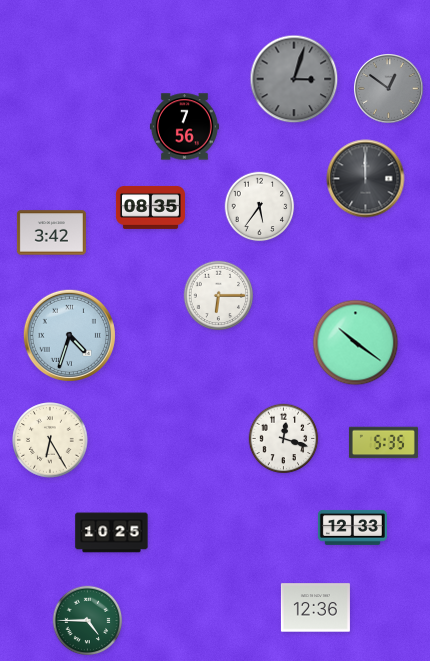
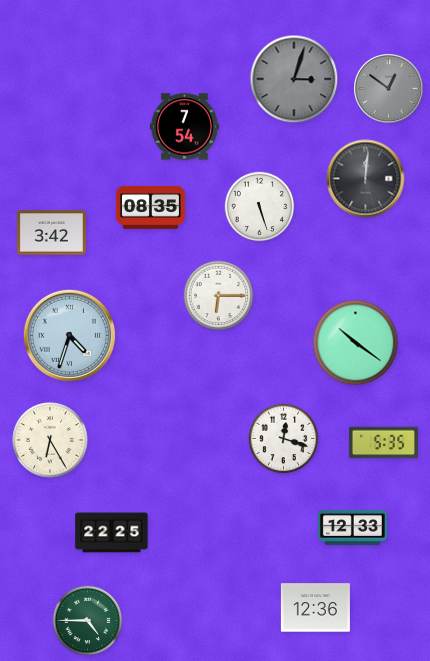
clock at (184, 127): 7:56 -> 7:54
clock at (366, 179): 12:00 -> 12:01
clock at (260, 207): 5:36 -> 5:27
clock at (112, 533): 10:25 -> 22:25
